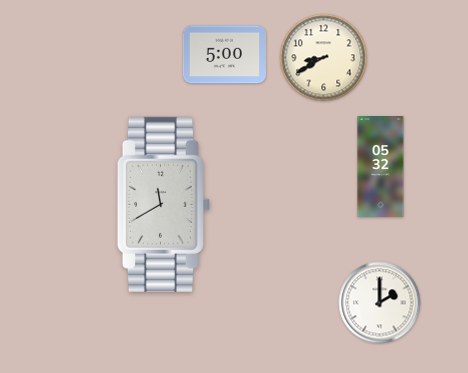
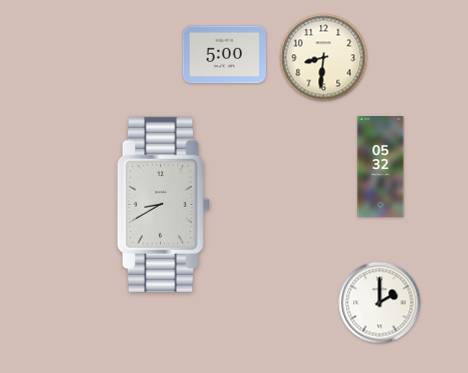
clock at (324, 58): 8:40 -> 8:31
clock at (163, 204): 11:40 -> 8:40
